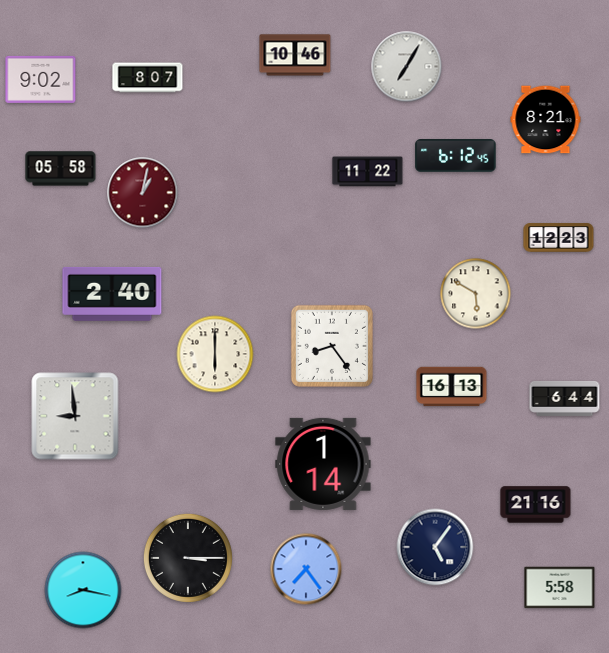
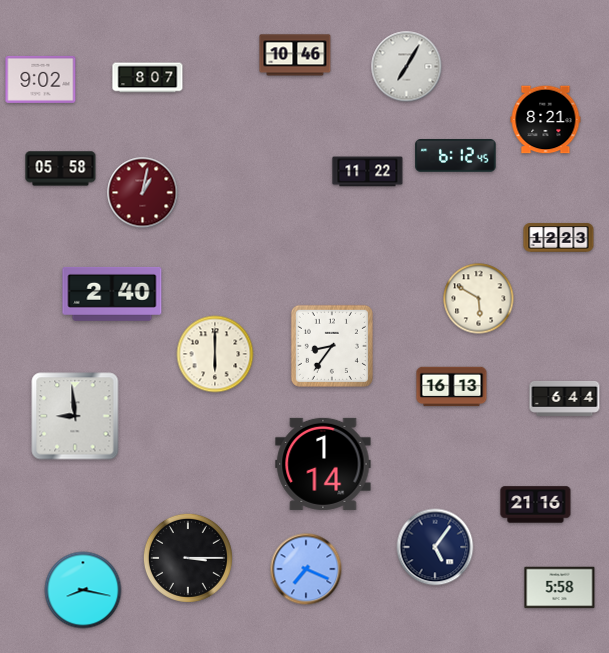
clock at (476, 294) position: (476, 294) -> (479, 299)
clock at (332, 346): 8:24 -> 8:36
clock at (306, 569): 7:24 -> 7:19
